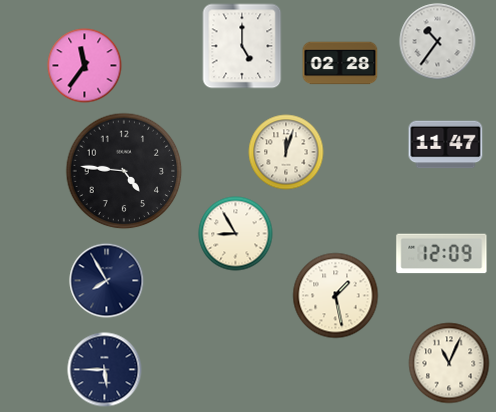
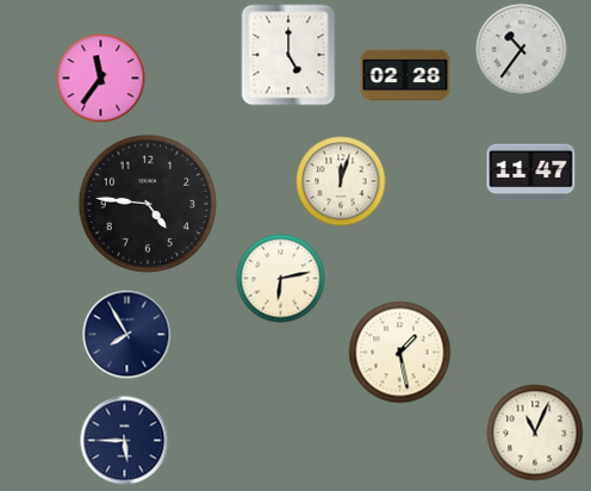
clock at (236, 234): 8:55 -> 6:13
clock at (442, 254): 12:09 -> none
